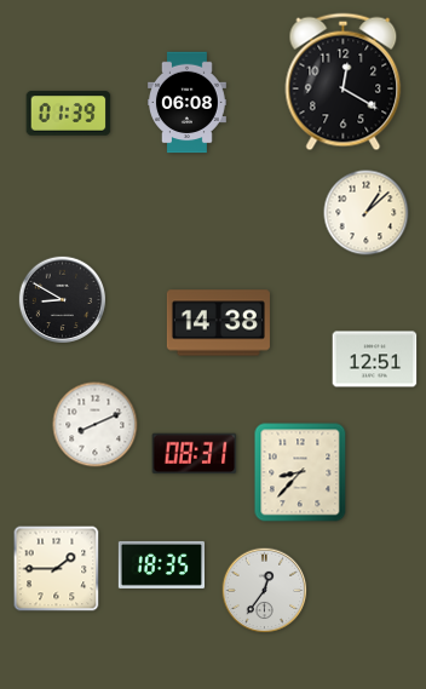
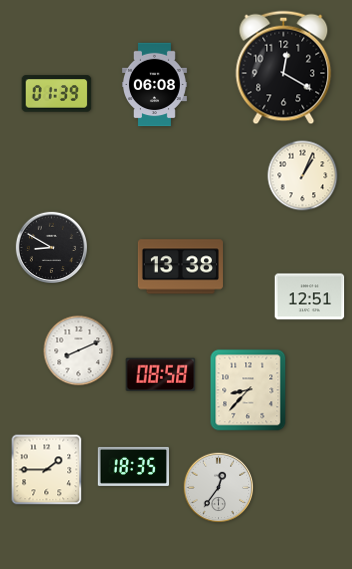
clock at (367, 213): 1:08 -> 1:04
clock at (218, 323): 14:38 -> 13:38
clock at (195, 454): 08:31 -> 08:58
